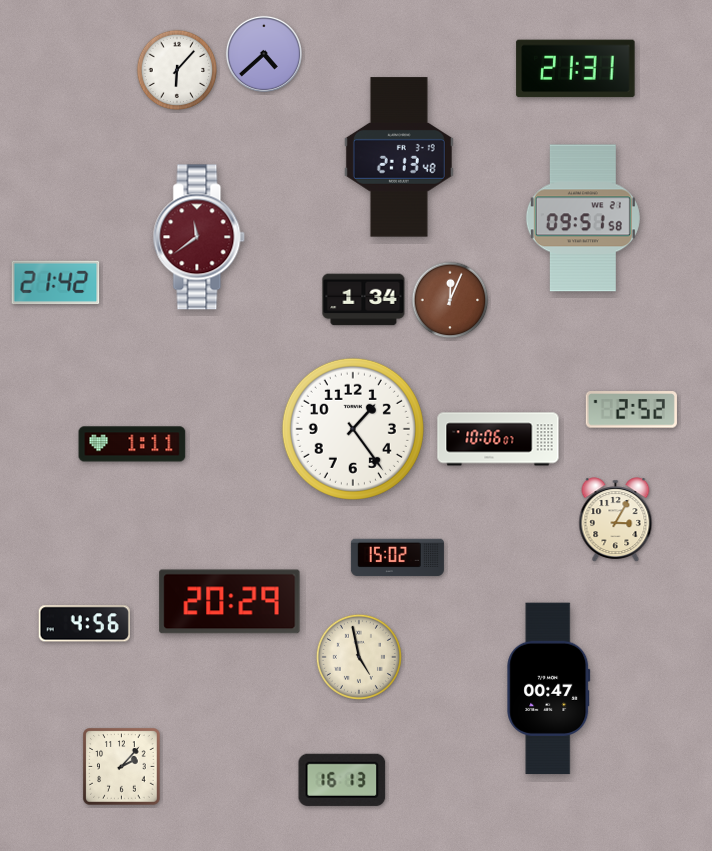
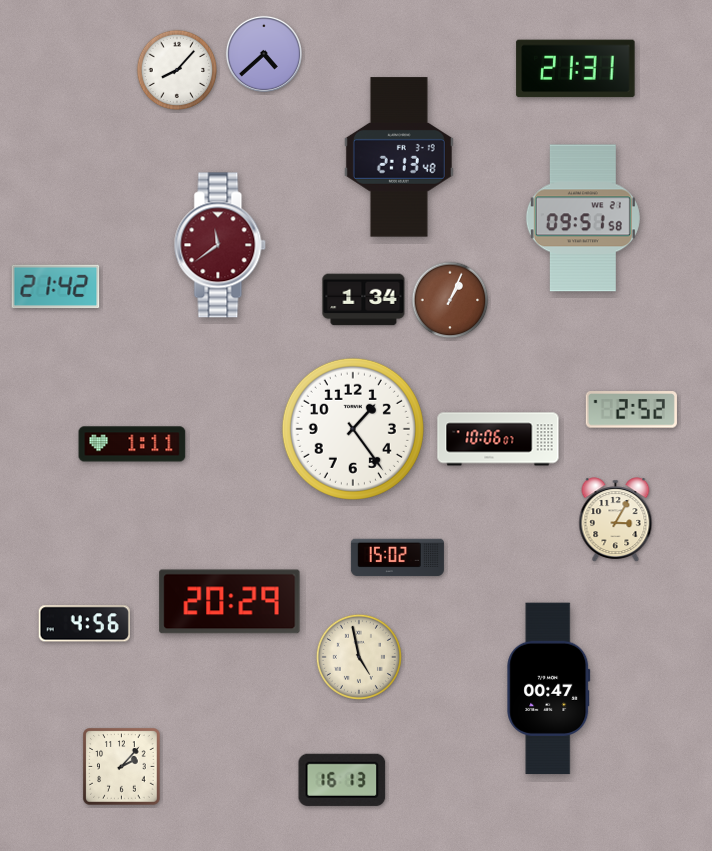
clock at (177, 70): 6:07 -> 8:07
clock at (199, 237) position: (199, 237) -> (220, 245)
clock at (56, 283) position: (56, 283) -> (56, 287)
clock at (450, 300): 12:04 -> 1:04
